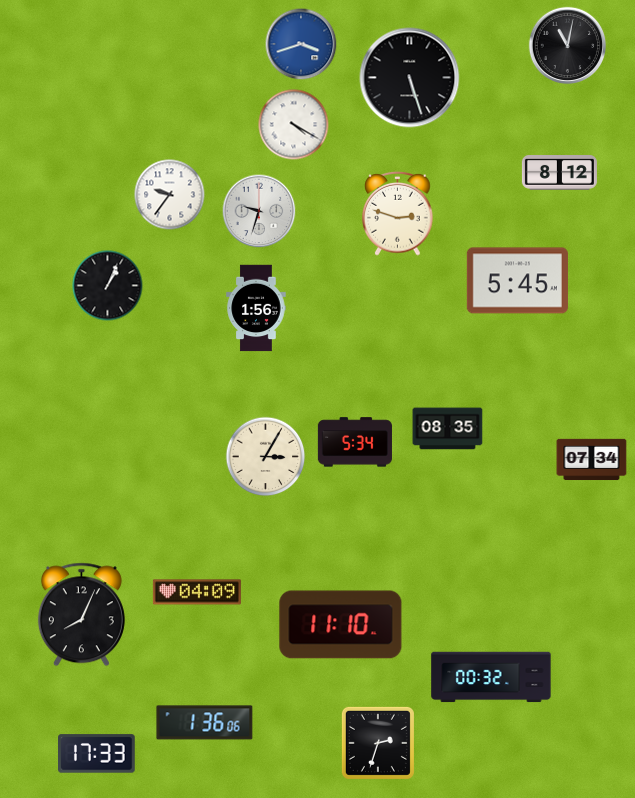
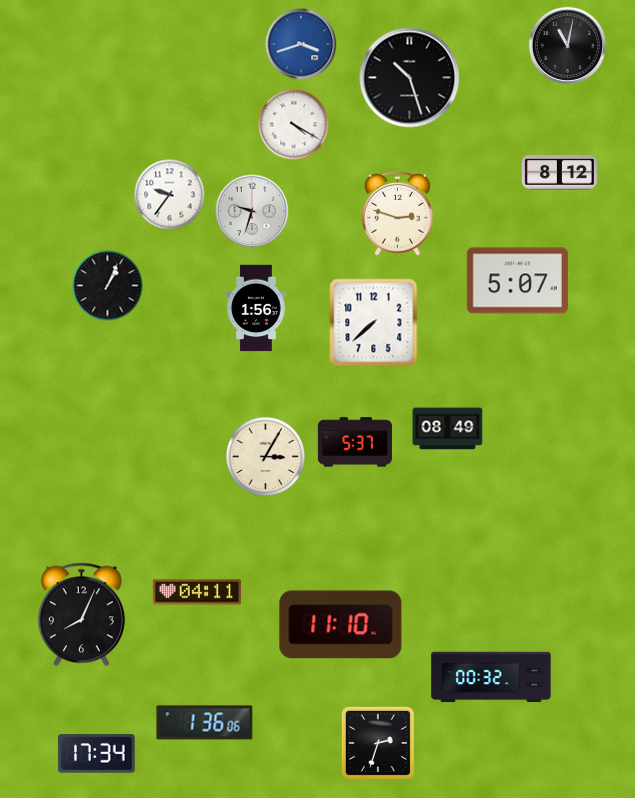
clock at (410, 78): 5:27 -> 10:27
clock at (259, 211) position: (259, 211) -> (252, 211)
clock at (517, 281): 5:45 -> 5:07
clock at (374, 323): none -> 7:38
clock at (448, 429): 08:35 -> 08:49
clock at (355, 442): 5:34 -> 5:37
clock at (592, 460): 07:34 -> none
clock at (197, 592): 04:09 -> 04:11
clock at (97, 754): 17:33 -> 17:34
